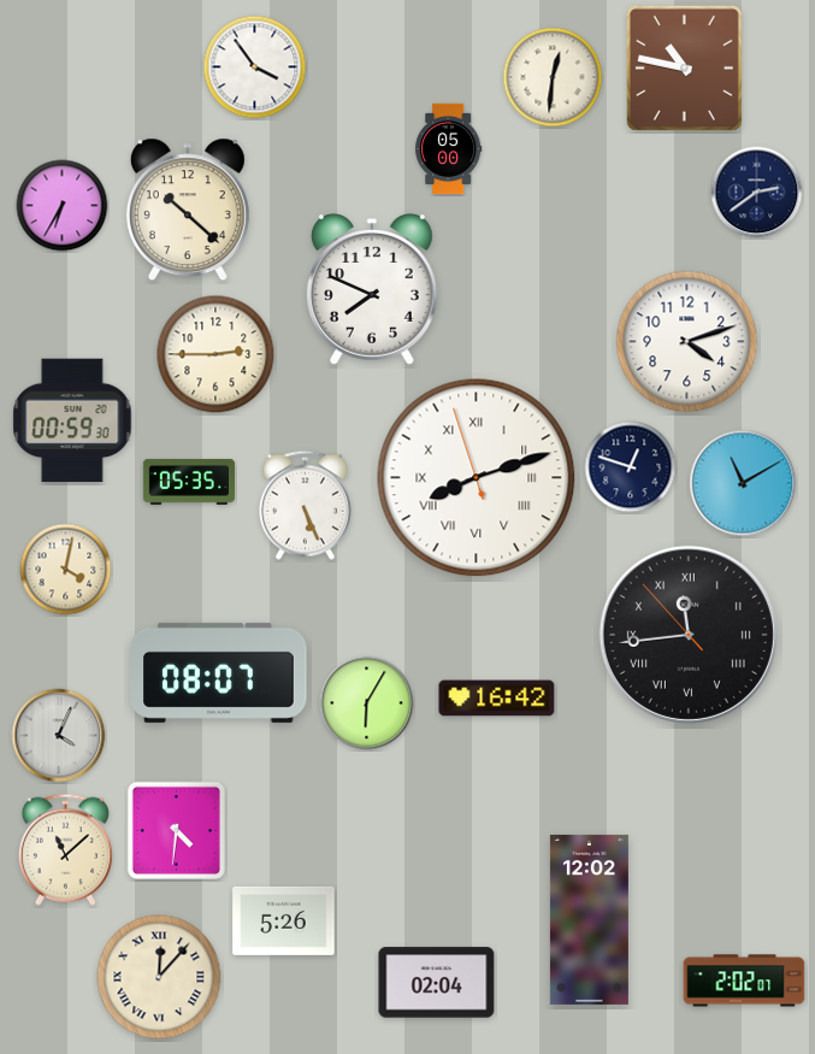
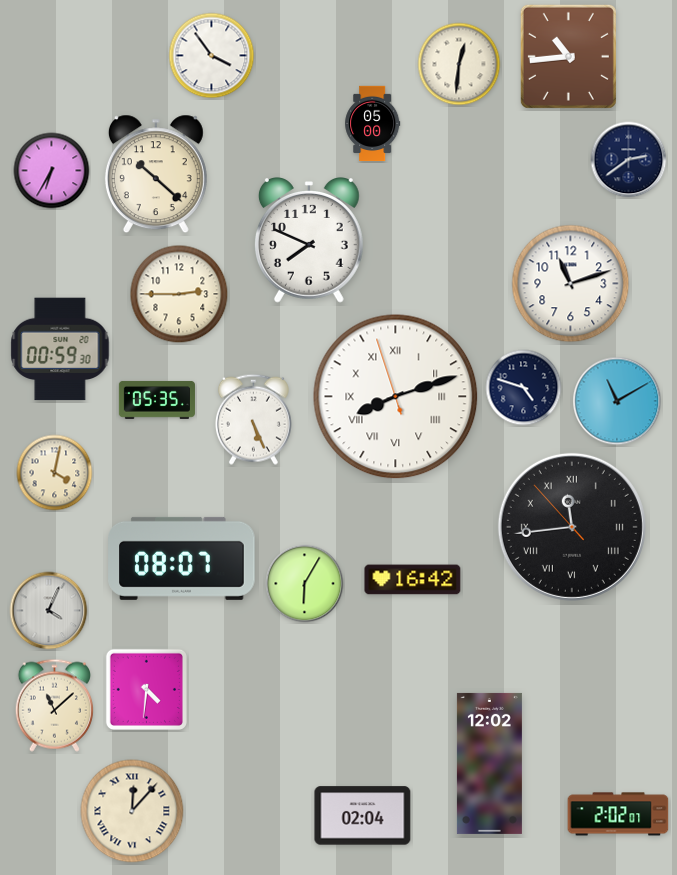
clock at (684, 67): 10:47 -> 10:44
clock at (687, 342): 4:12 -> 11:12
clock at (631, 467): 12:48 -> 4:48
clock at (284, 920): 5:26 -> none
